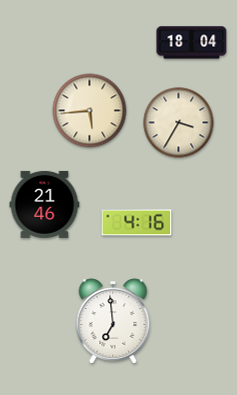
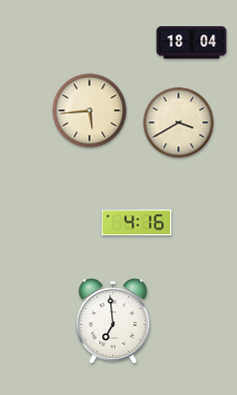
clock at (179, 123): 3:35 -> 3:40
clock at (45, 204): 21:46 -> none
